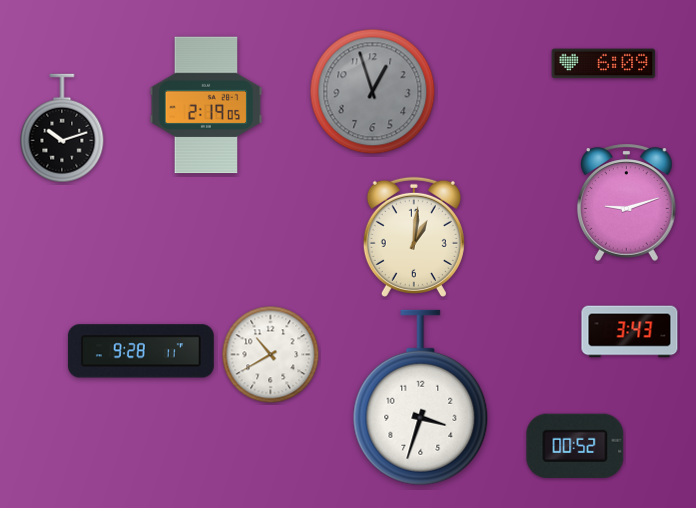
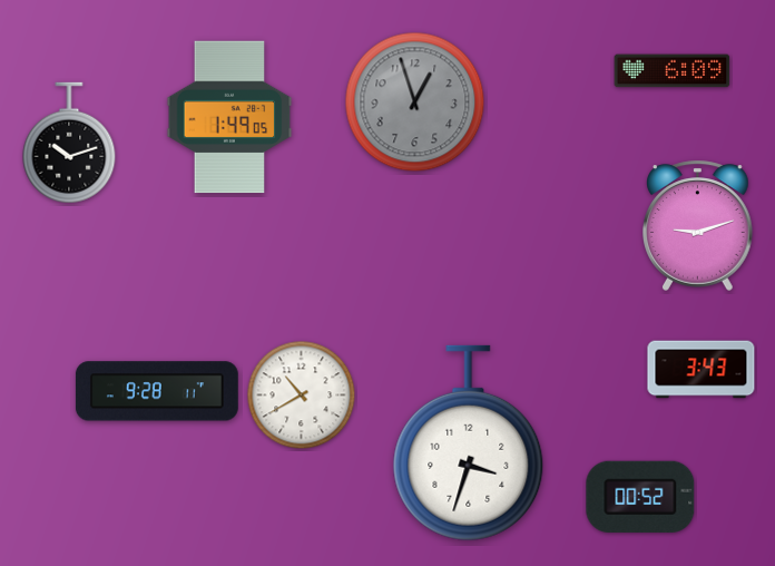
clock at (206, 105): 2:19 -> 1:49
clock at (414, 237): 1:01 -> none
